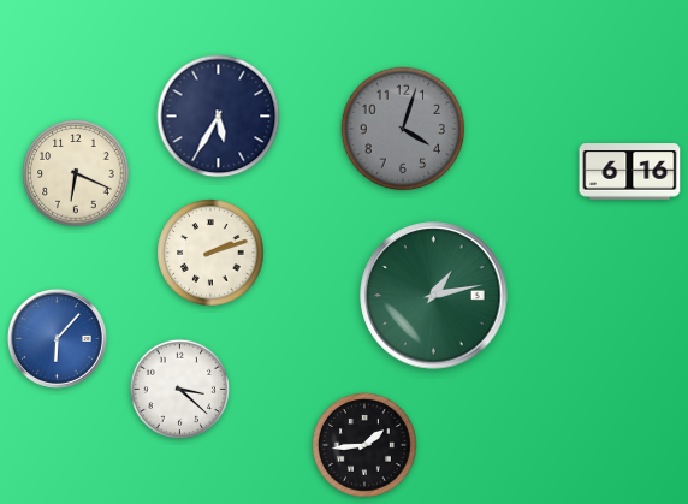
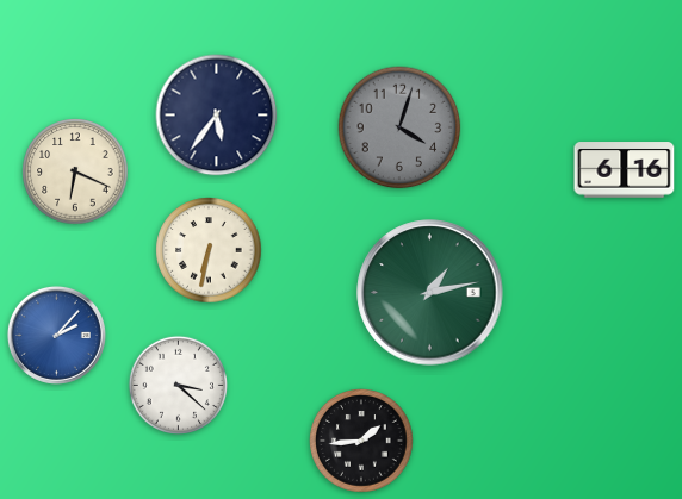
clock at (219, 117): 5:35 -> 5:36
clock at (210, 253): 2:12 -> 6:32
clock at (57, 338): 6:07 -> 2:07
